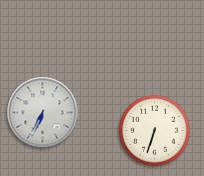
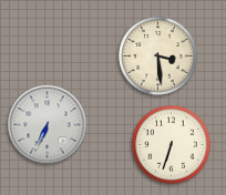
clock at (158, 57): none -> 3:29
